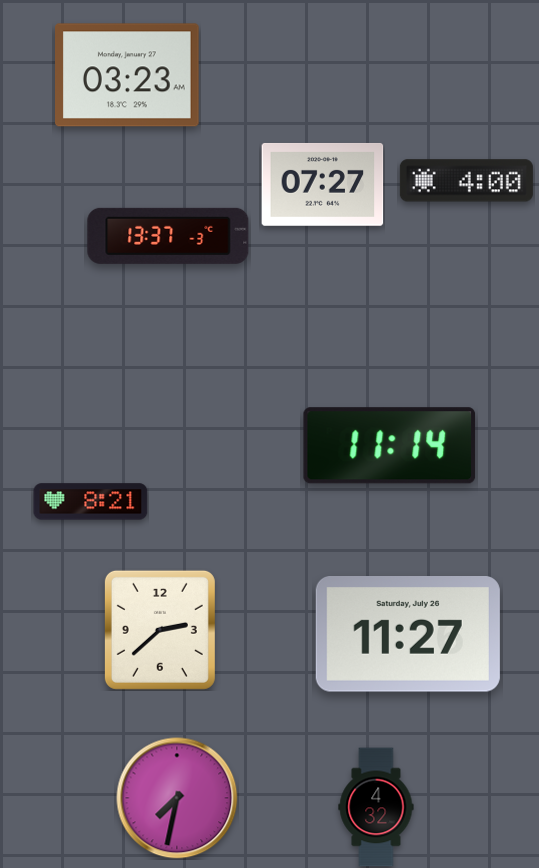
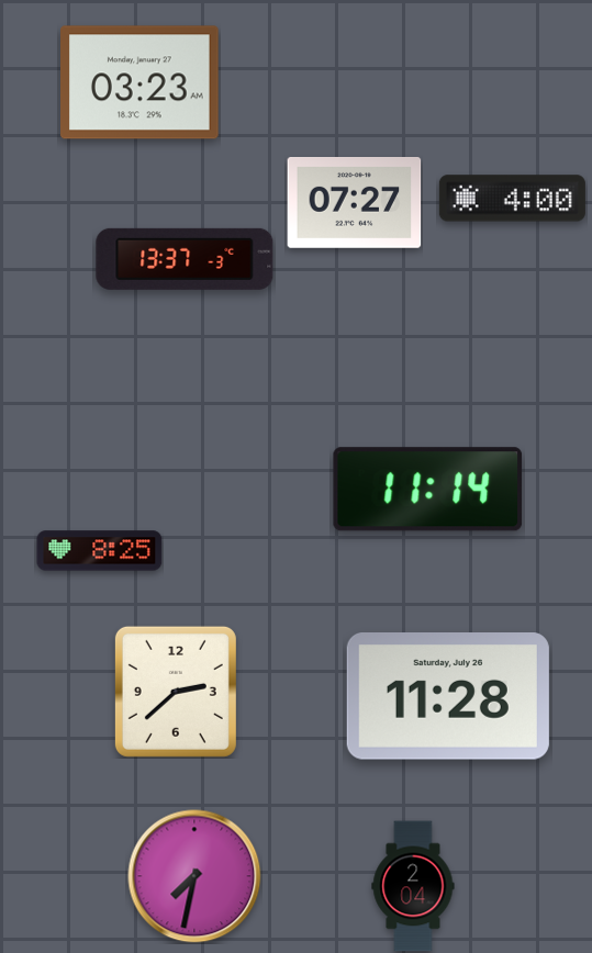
clock at (91, 502): 8:21 -> 8:25
clock at (408, 635): 11:27 -> 11:28
clock at (376, 807): 4:32 -> 2:04
